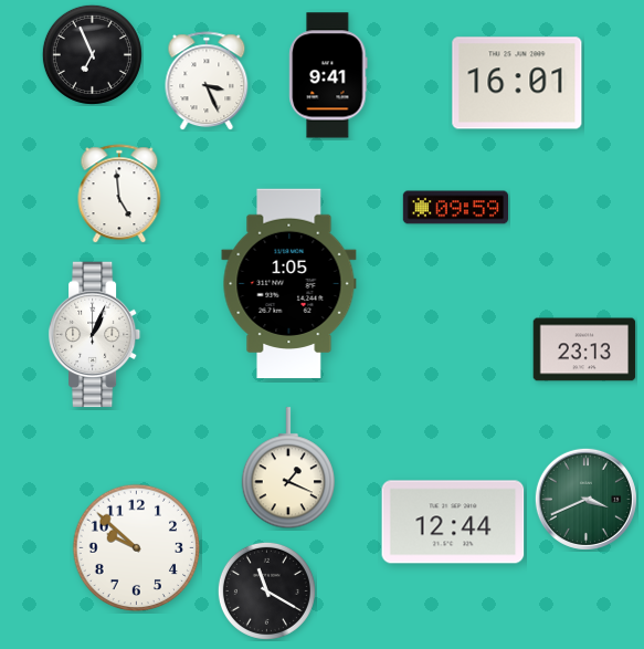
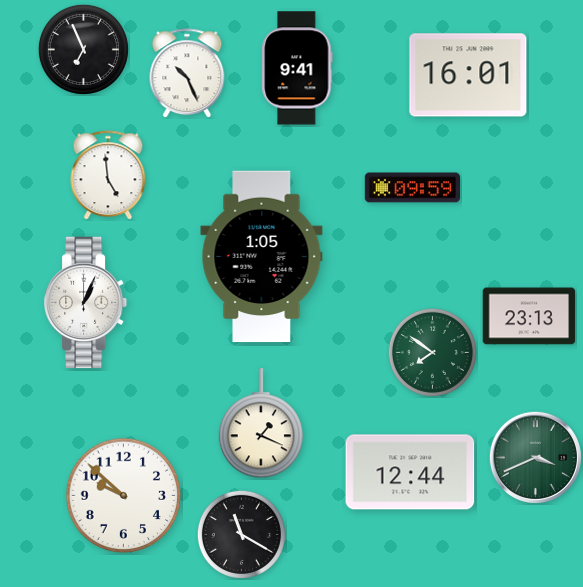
clock at (207, 81): 3:26 -> 10:26
clock at (432, 352): none -> 7:51
clock at (585, 499) position: (585, 499) -> (535, 457)
